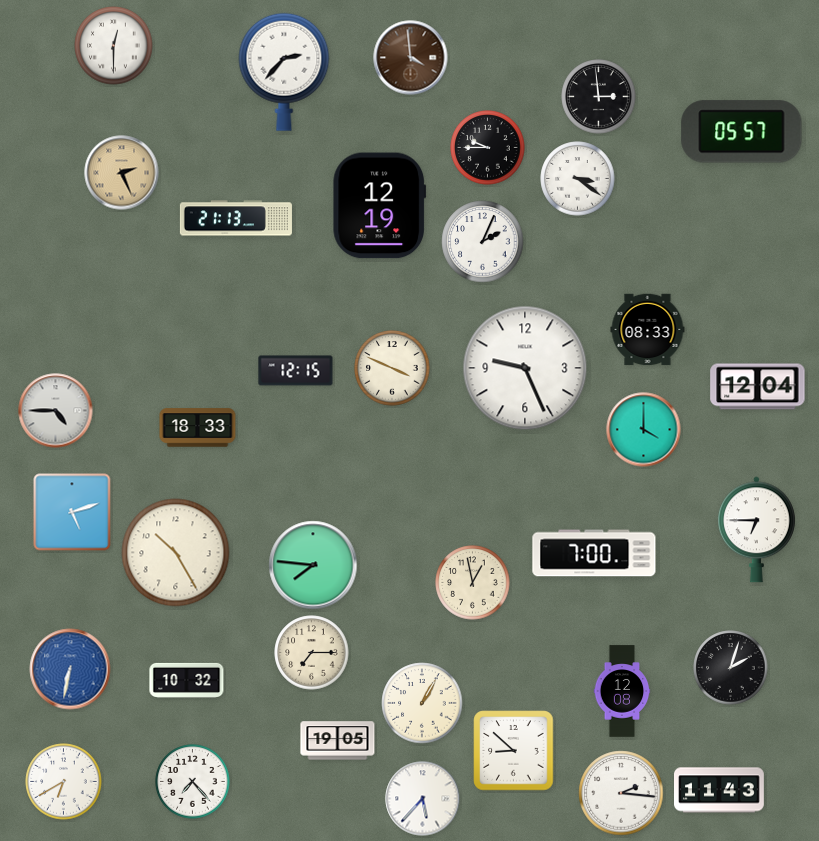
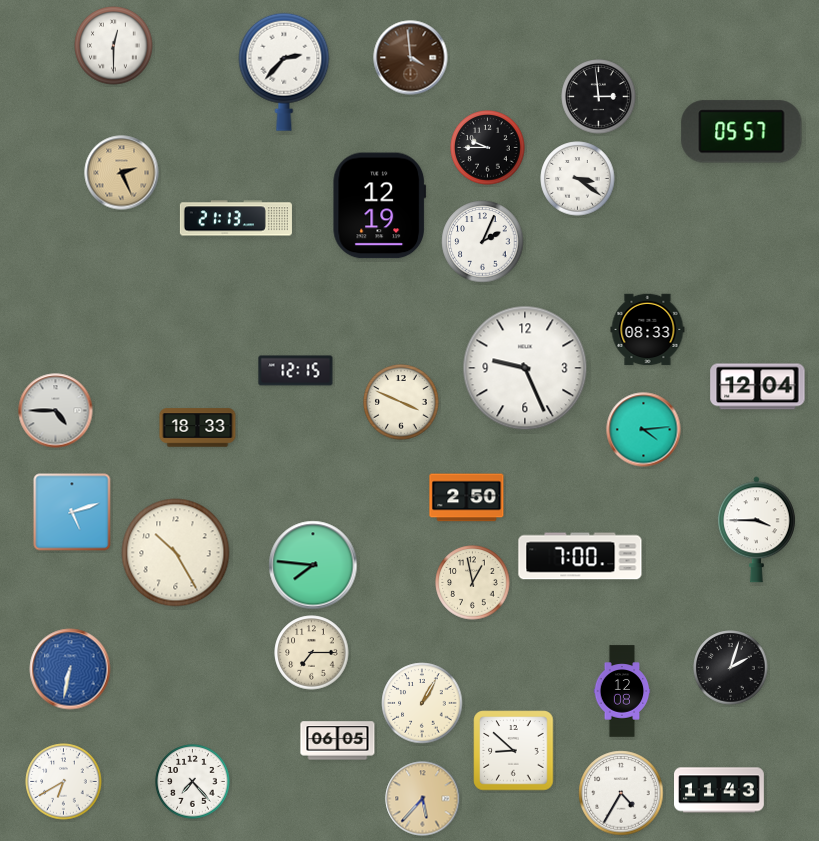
clock at (392, 368) position: (392, 368) -> (401, 402)
clock at (644, 430): 4:00 -> 4:14
clock at (467, 498): none -> 2:50
clock at (756, 530): 6:45 -> 3:45
clock at (594, 553) position: (594, 553) -> (580, 556)
clock at (187, 680): 10:32 -> none
clock at (338, 741): 19:05 -> 06:05
clock at (621, 793): 2:16 -> 4:35
clock at (423, 799) dial: white -> champagne
